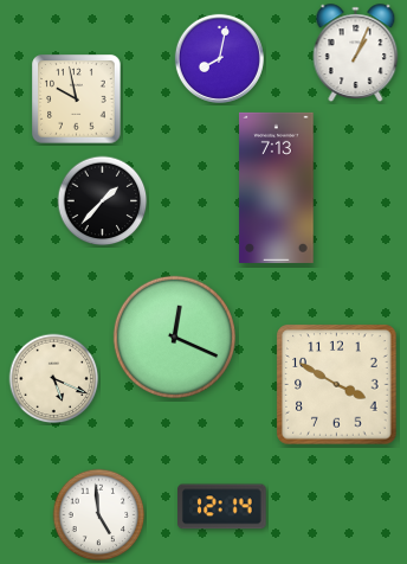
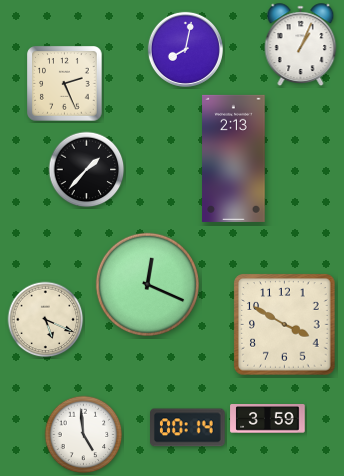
clock at (77, 100): 9:58 -> 2:26
clock at (277, 187): 7:13 -> 2:13
clock at (268, 419): none -> 3:59
clock at (222, 507): 12:14 -> 00:14
